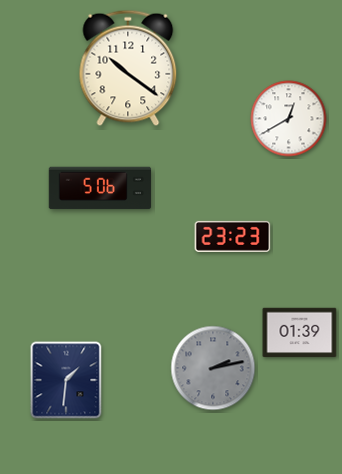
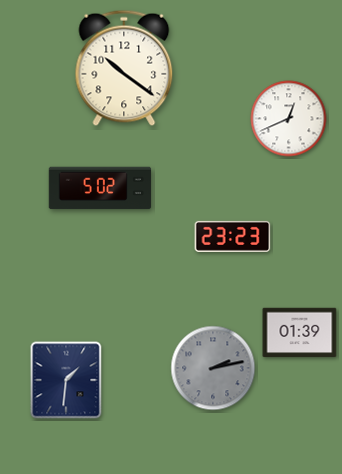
clock at (128, 68) position: (128, 68) -> (124, 68)
clock at (289, 119): 12:40 -> 12:41
clock at (100, 188): 5:06 -> 5:02
